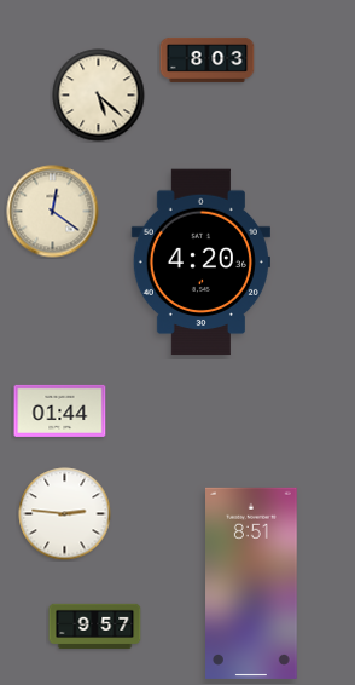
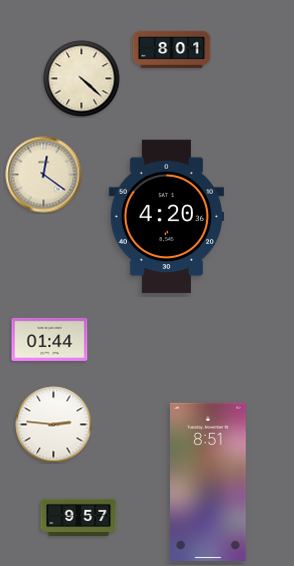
clock at (208, 59): 8:03 -> 8:01
clock at (99, 96): 5:22 -> 4:22
